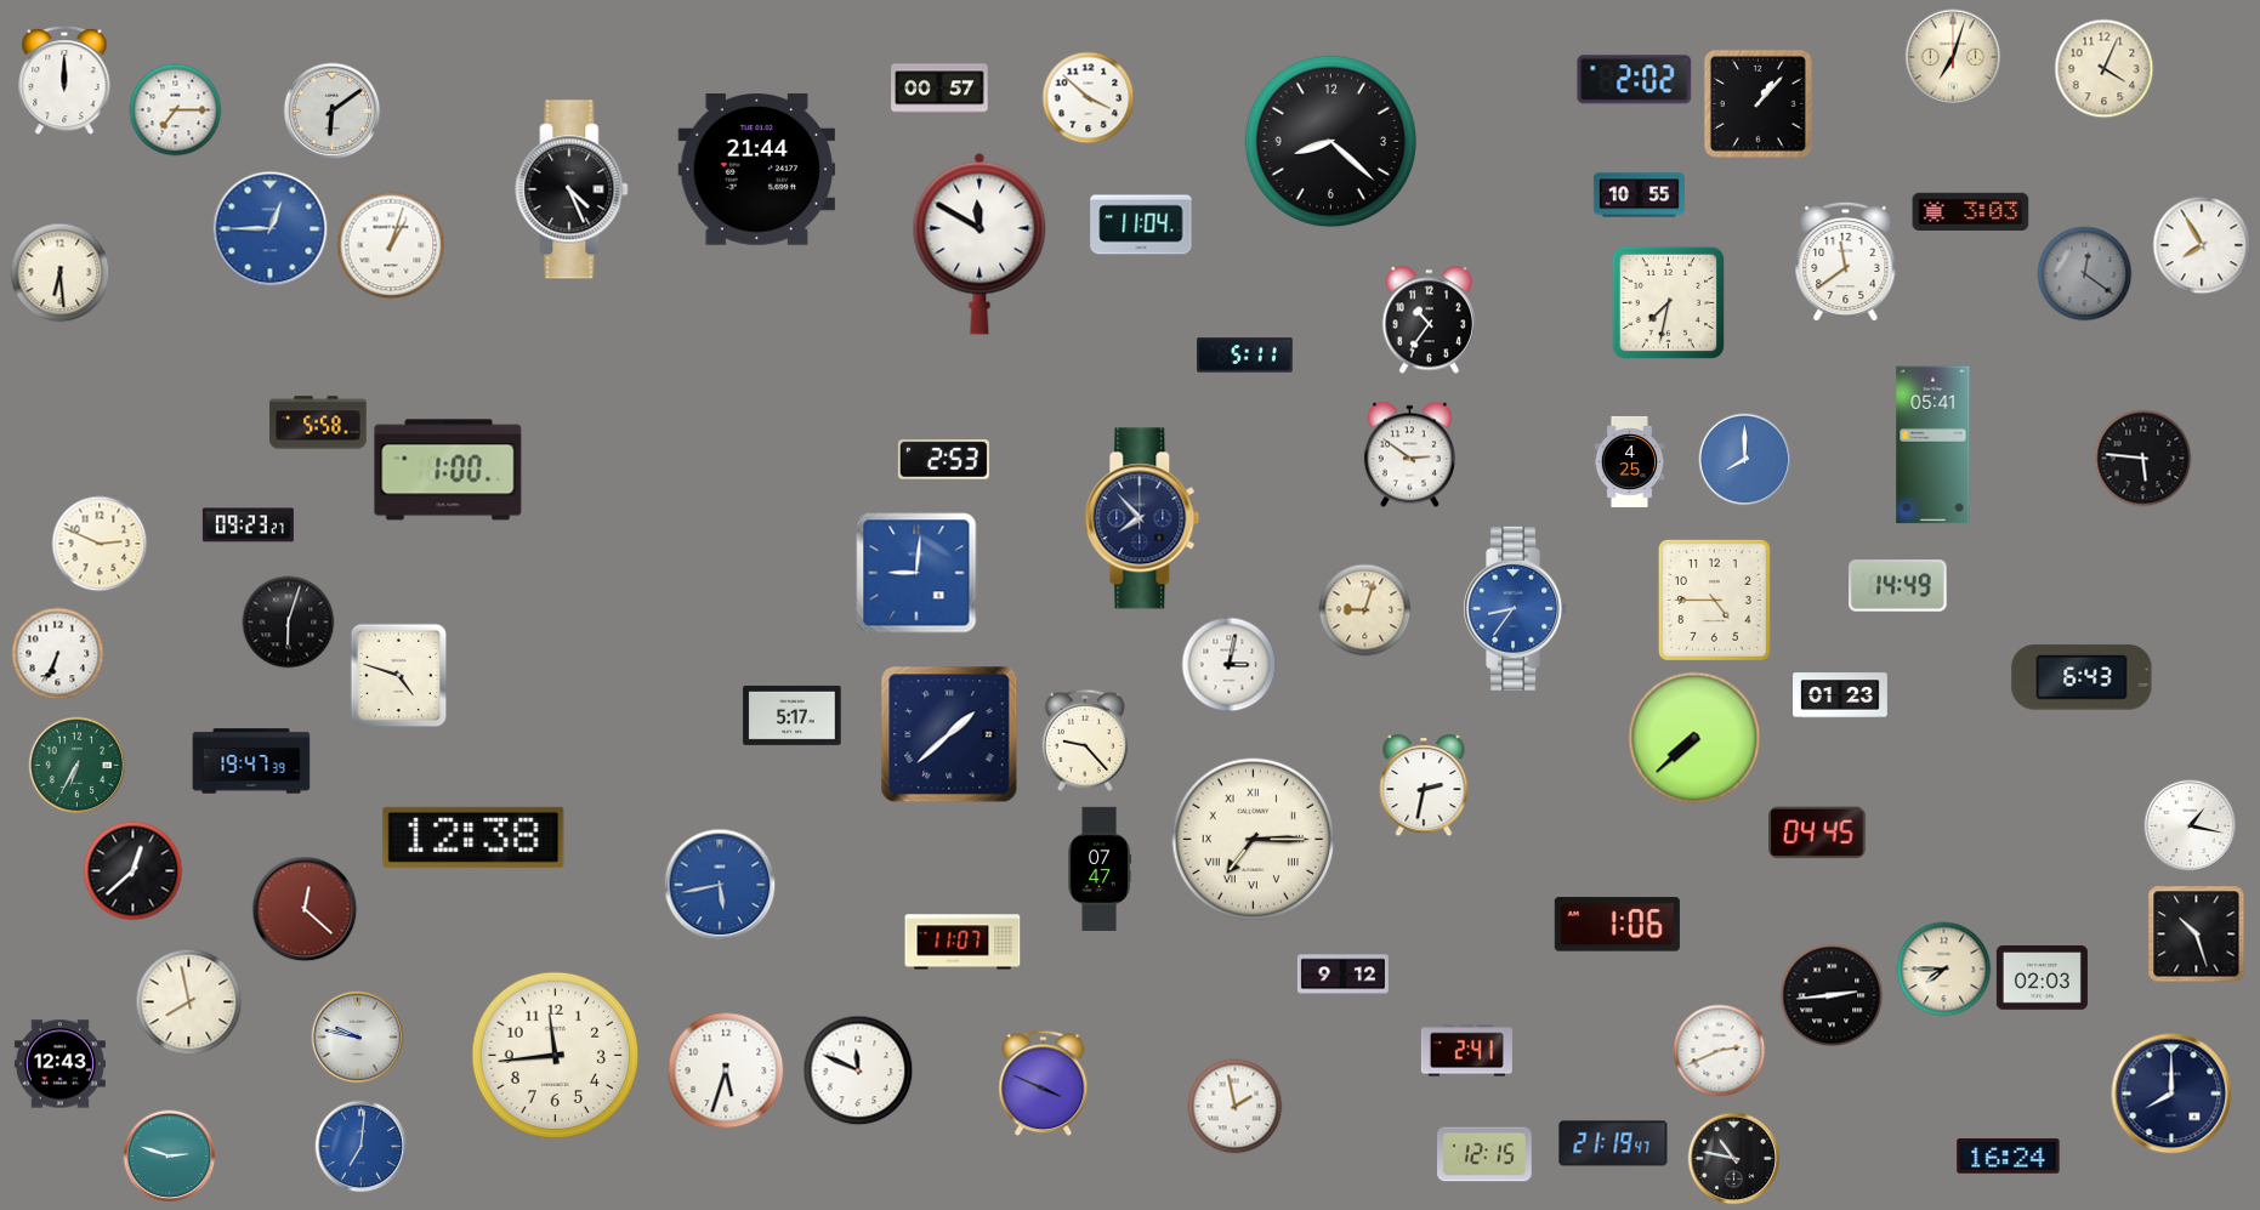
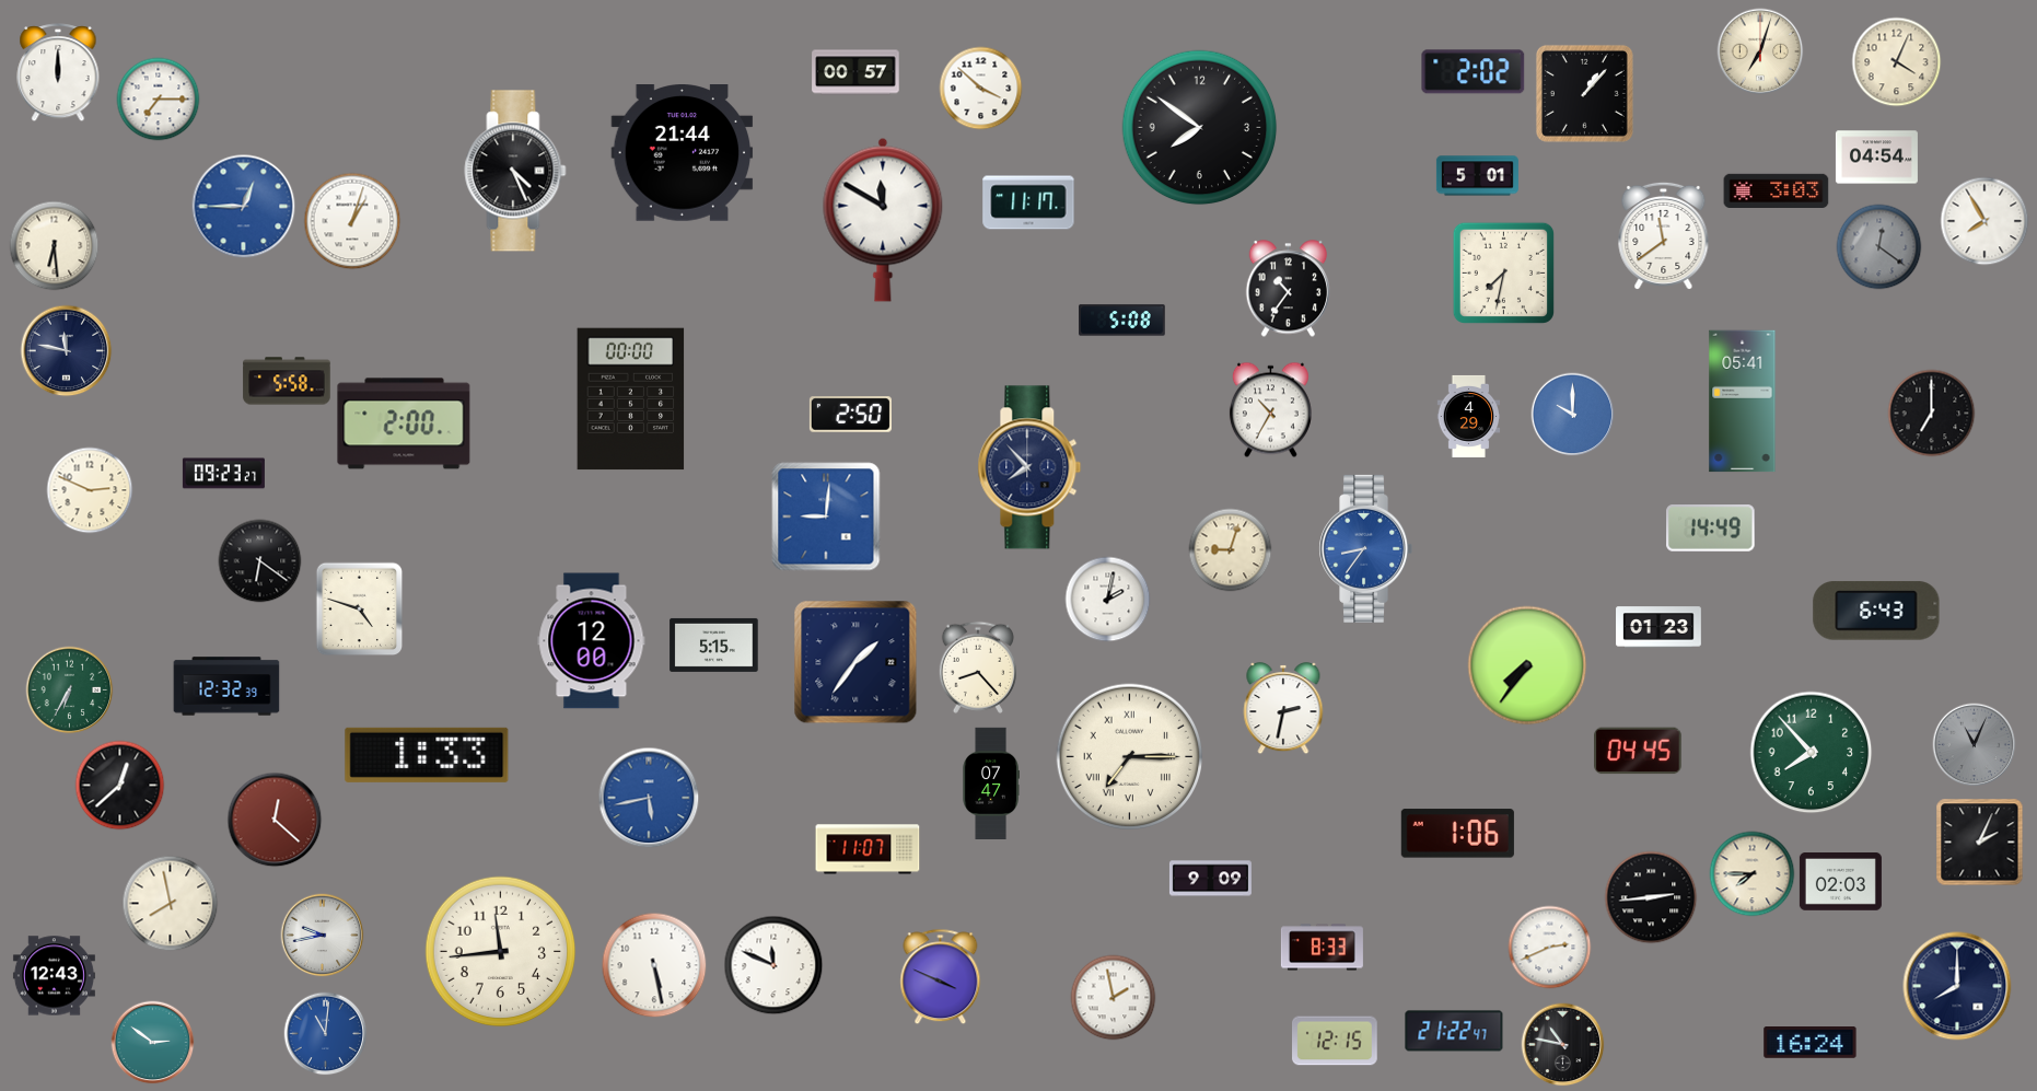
clock at (939, 89) position: (939, 89) -> (855, 72)
clock at (333, 112): 6:09 -> none
clock at (1331, 142): 8:22 -> 7:51
clock at (1876, 158): none -> 04:54
clock at (1639, 195): 10:55 -> 5:01
clock at (1141, 225): 11:04 -> 11:17
clock at (1245, 356): 5:11 -> 5:08
clock at (67, 351): none -> 11:47
clock at (631, 399): none -> 00:00
clock at (1409, 455): 2:51 -> 10:35
clock at (2143, 459): 5:46 -> 7:00
clock at (943, 460): 2:53 -> 2:50
clock at (1745, 460): 8:00 -> 10:00
clock at (1630, 461): 4:25 -> 4:29
clock at (448, 470): 1:00 -> 2:00
clock at (1714, 600): 4:45 -> none
clock at (289, 623): 6:03 -> 6:21
clock at (58, 654): 6:34 -> none
clock at (1230, 665): 3:02 -> 2:02
clock at (592, 641): none -> 12:00
clock at (793, 715): 5:17 -> 5:15
clock at (949, 734): 1:38 -> 1:36
clock at (1694, 738): 7:38 -> 7:36
clock at (1085, 740): 9:23 -> 8:23
clock at (251, 761): 19:47 -> 12:32
clock at (2191, 826): 1:17 -> 11:04
clock at (2191, 826) dial: white -> grey
clock at (1812, 753): none -> 7:53
clock at (473, 837): 12:38 -> 1:33
clock at (2197, 935): 10:27 -> 2:04
clock at (1342, 975): 9:12 -> 9:09
clock at (358, 1038): 9:47 -> 9:43
clock at (1466, 1051): 2:41 -> 8:33
clock at (59, 1064) position: (59, 1064) -> (54, 976)
clock at (726, 1070): 5:33 -> 5:28
clock at (1613, 1143): 21:19 -> 21:22
clock at (362, 1147): 7:01 -> 11:01
clock at (1486, 1154) position: (1486, 1154) -> (1336, 1041)
clock at (170, 1157): 2:48 -> 2:51
